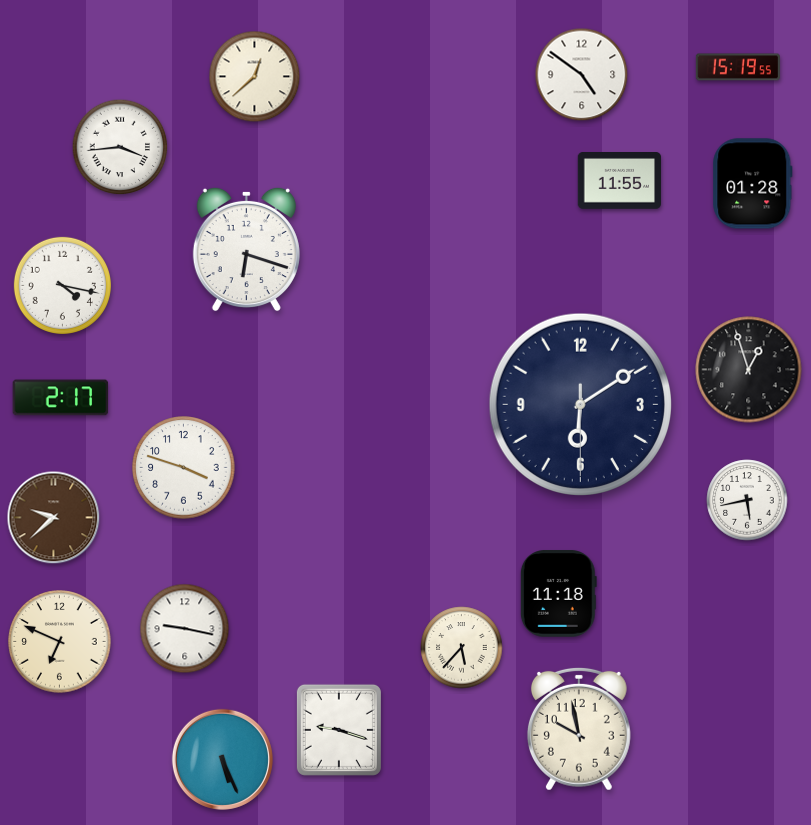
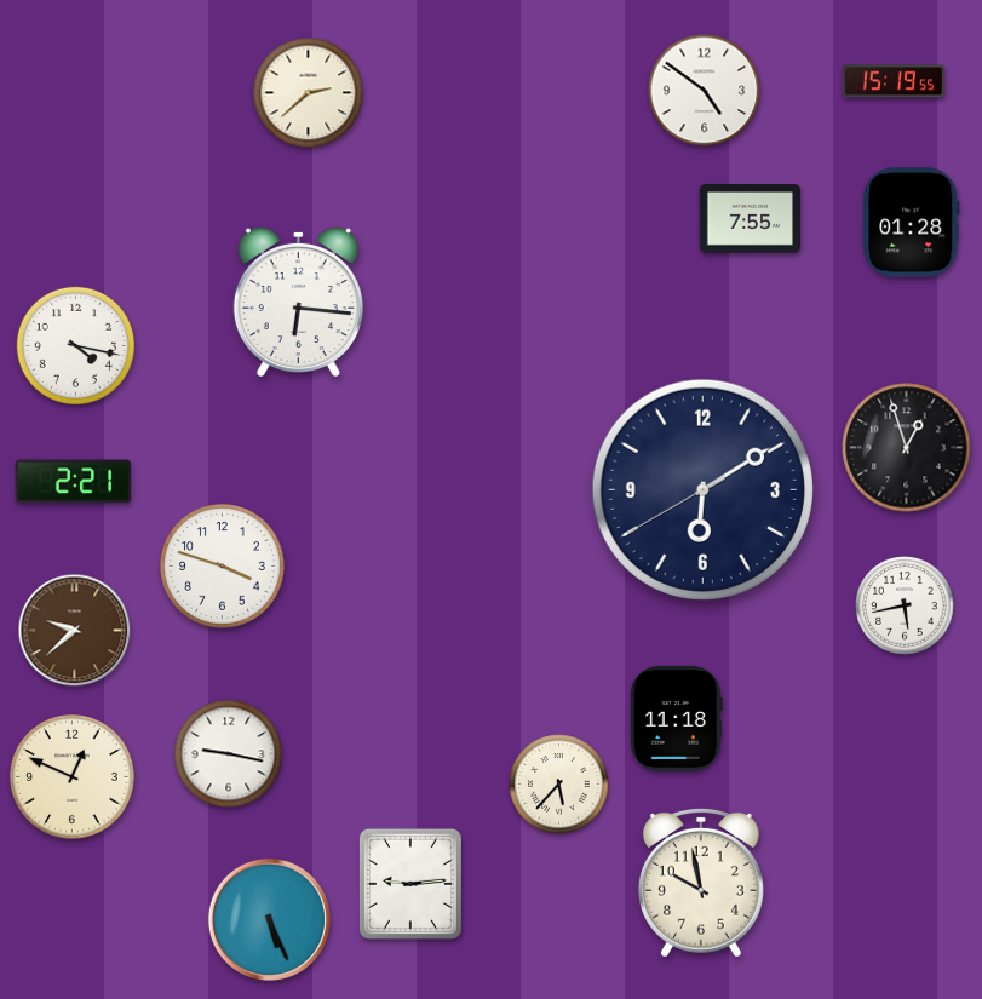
clock at (255, 77): 12:38 -> 2:38
clock at (120, 147): 3:44 -> none
clock at (620, 181): 11:55 -> 7:55
clock at (246, 249): 6:18 -> 6:16
clock at (61, 398): 2:17 -> 2:21
clock at (580, 404): 6:09:30 -> 6:09:40
clock at (54, 518) position: (54, 518) -> (75, 631)
clock at (185, 629) position: (185, 629) -> (229, 754)
clock at (60, 642): 6:49 -> 12:49
clock at (339, 730): 9:18 -> 9:14
